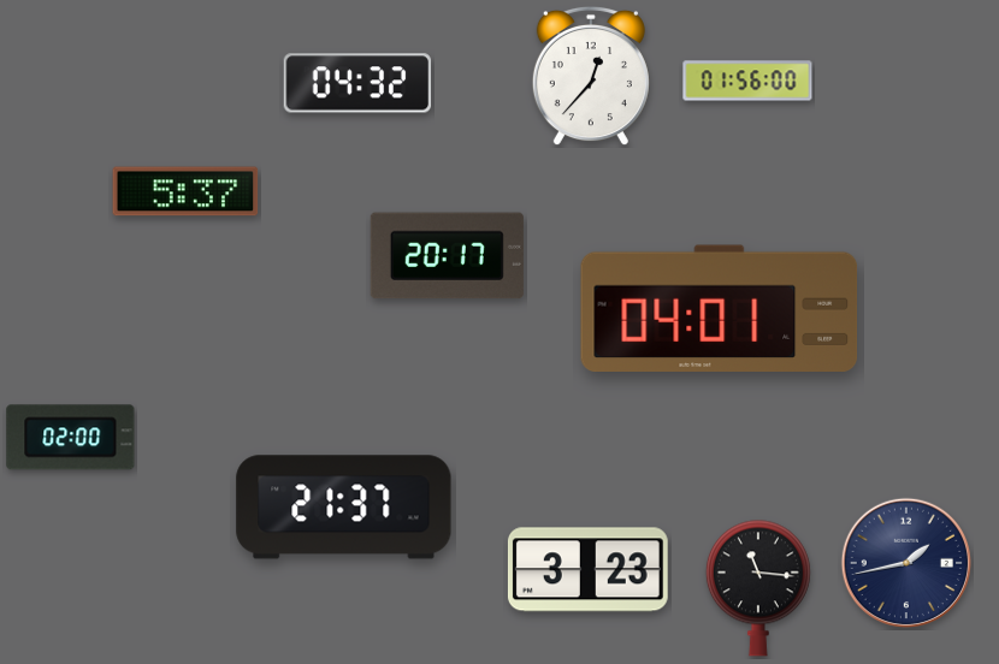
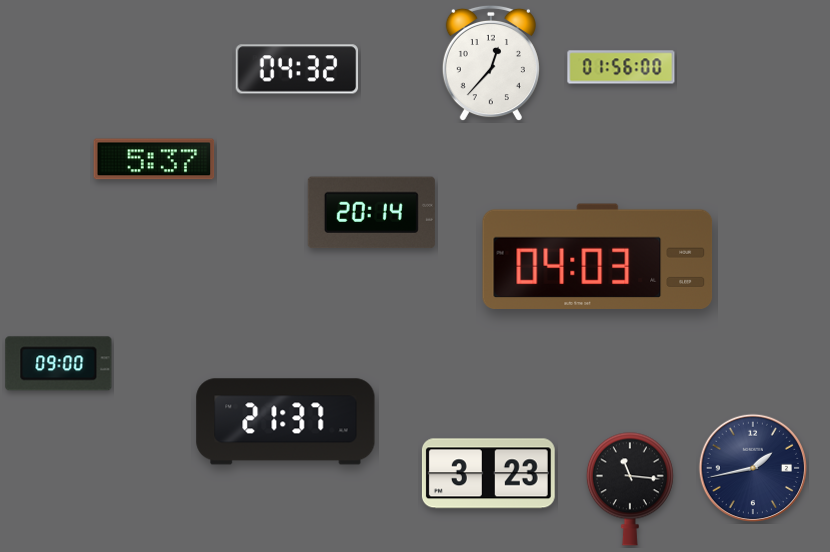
clock at (447, 256): 20:17 -> 20:14
clock at (720, 308): 04:01 -> 04:03
clock at (71, 438): 02:00 -> 09:00
